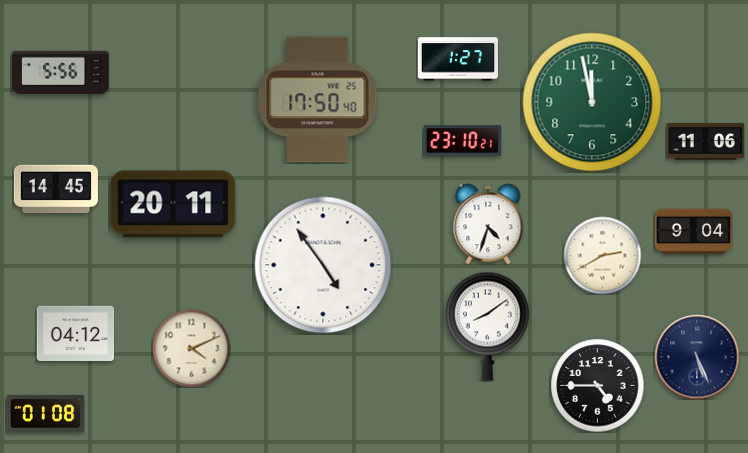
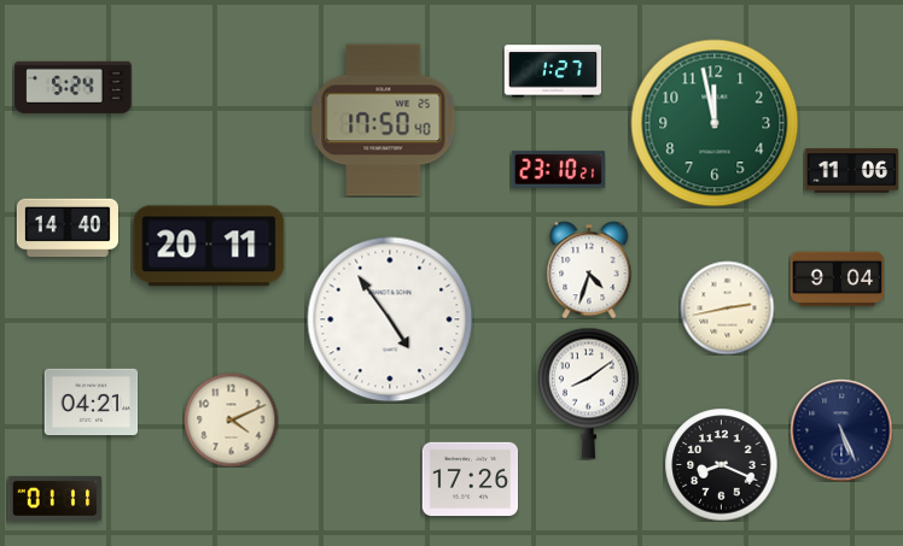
clock at (61, 72): 5:56 -> 5:24
clock at (56, 189): 14:45 -> 14:40
clock at (602, 255): 2:40 -> 2:43
clock at (75, 333): 04:12 -> 04:21
clock at (597, 385): 4:45 -> 8:19
clock at (470, 479): none -> 17:26
clock at (45, 413): 01:08 -> 01:11
